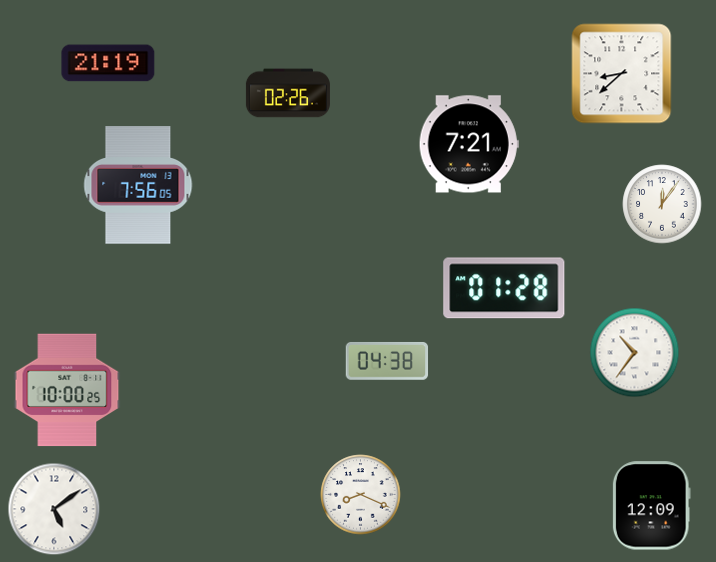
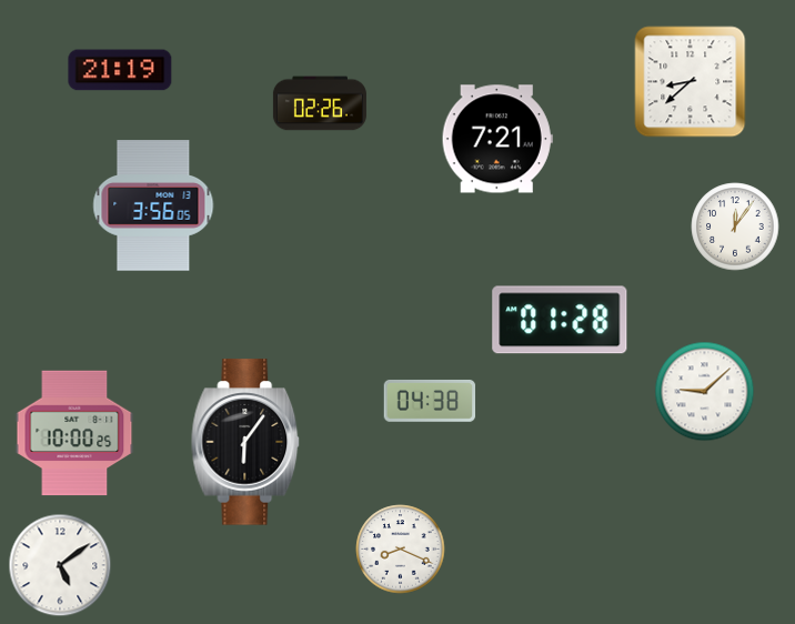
clock at (469, 144) position: (469, 144) -> (497, 139)
clock at (138, 185): 7:56 -> 3:56
clock at (635, 353): 10:36 -> 9:08
clock at (245, 442): none -> 6:06
clock at (651, 506): 12:09 -> none
